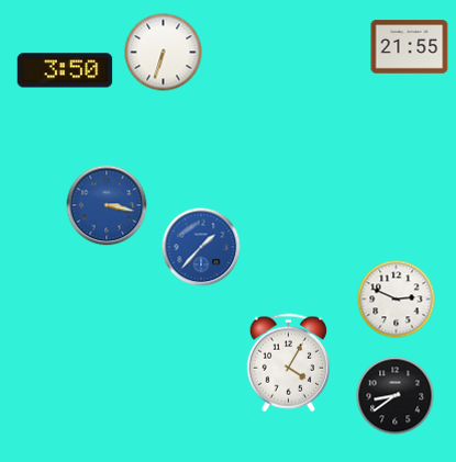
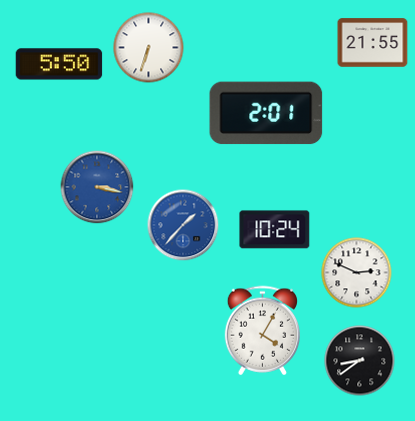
clock at (65, 70): 3:50 -> 5:50
clock at (266, 113): none -> 2:01
clock at (275, 230): none -> 10:24
clock at (397, 300) position: (397, 300) -> (357, 273)
